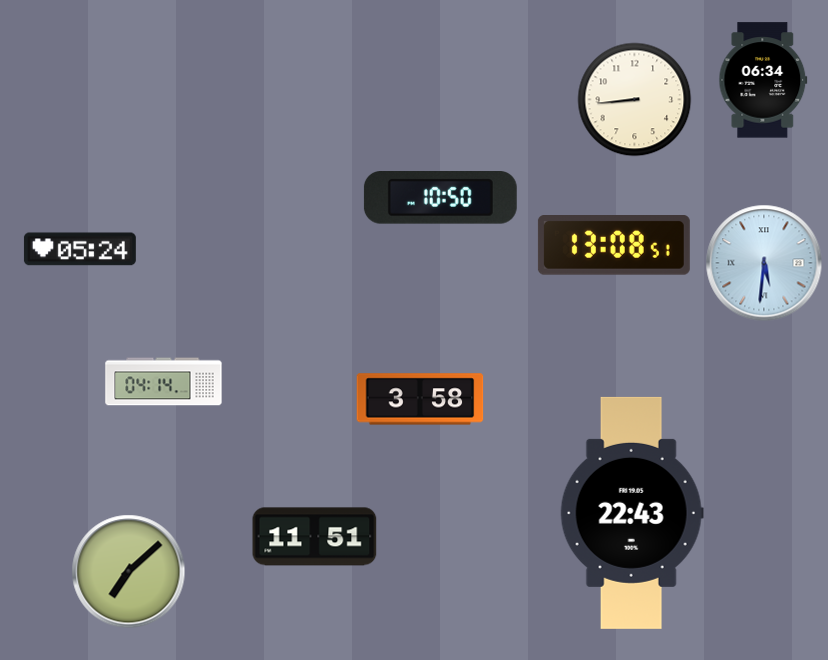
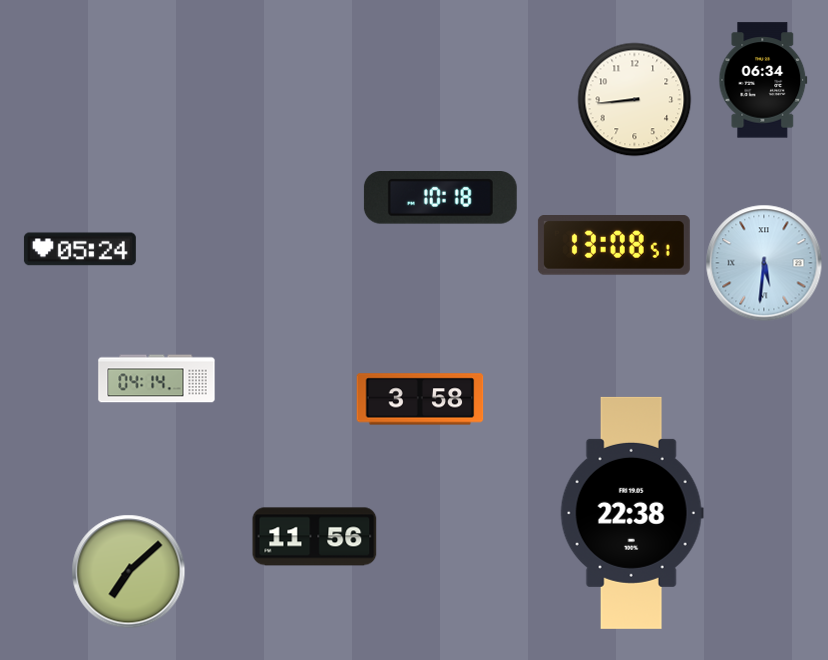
clock at (440, 198): 10:50 -> 10:18
clock at (164, 382) position: (164, 382) -> (157, 379)
clock at (632, 513): 22:43 -> 22:38
clock at (315, 537): 11:51 -> 11:56
